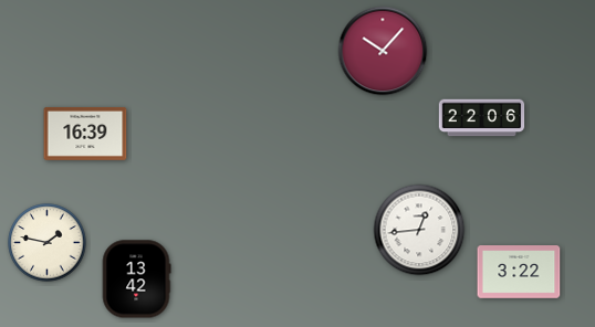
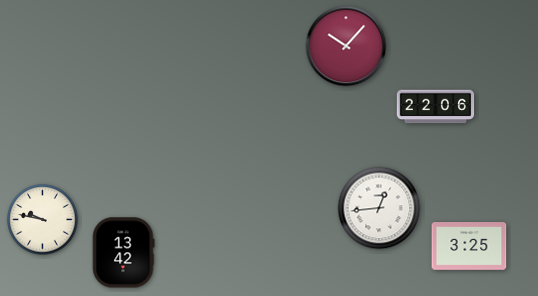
clock at (85, 134): 16:39 -> none
clock at (48, 243): 1:47 -> 9:47
clock at (519, 272): 3:22 -> 3:25
